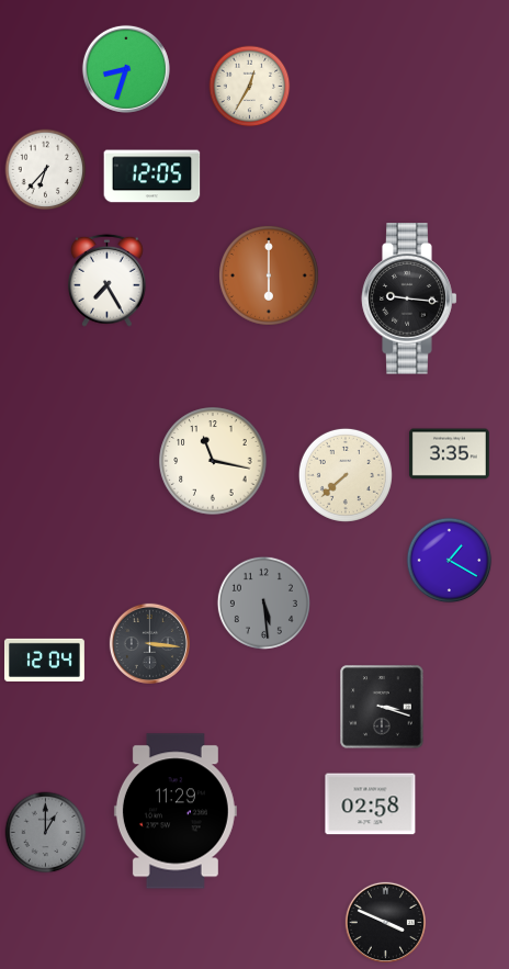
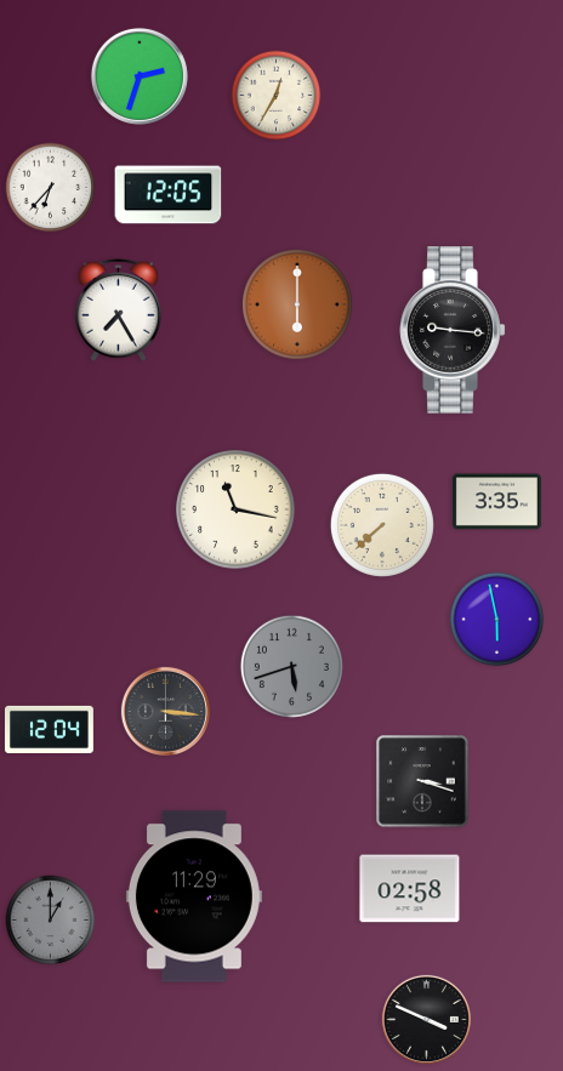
clock at (126, 69): 8:33 -> 2:33
clock at (450, 561): 1:20 -> 5:58
clock at (263, 602): 5:29 -> 5:42
